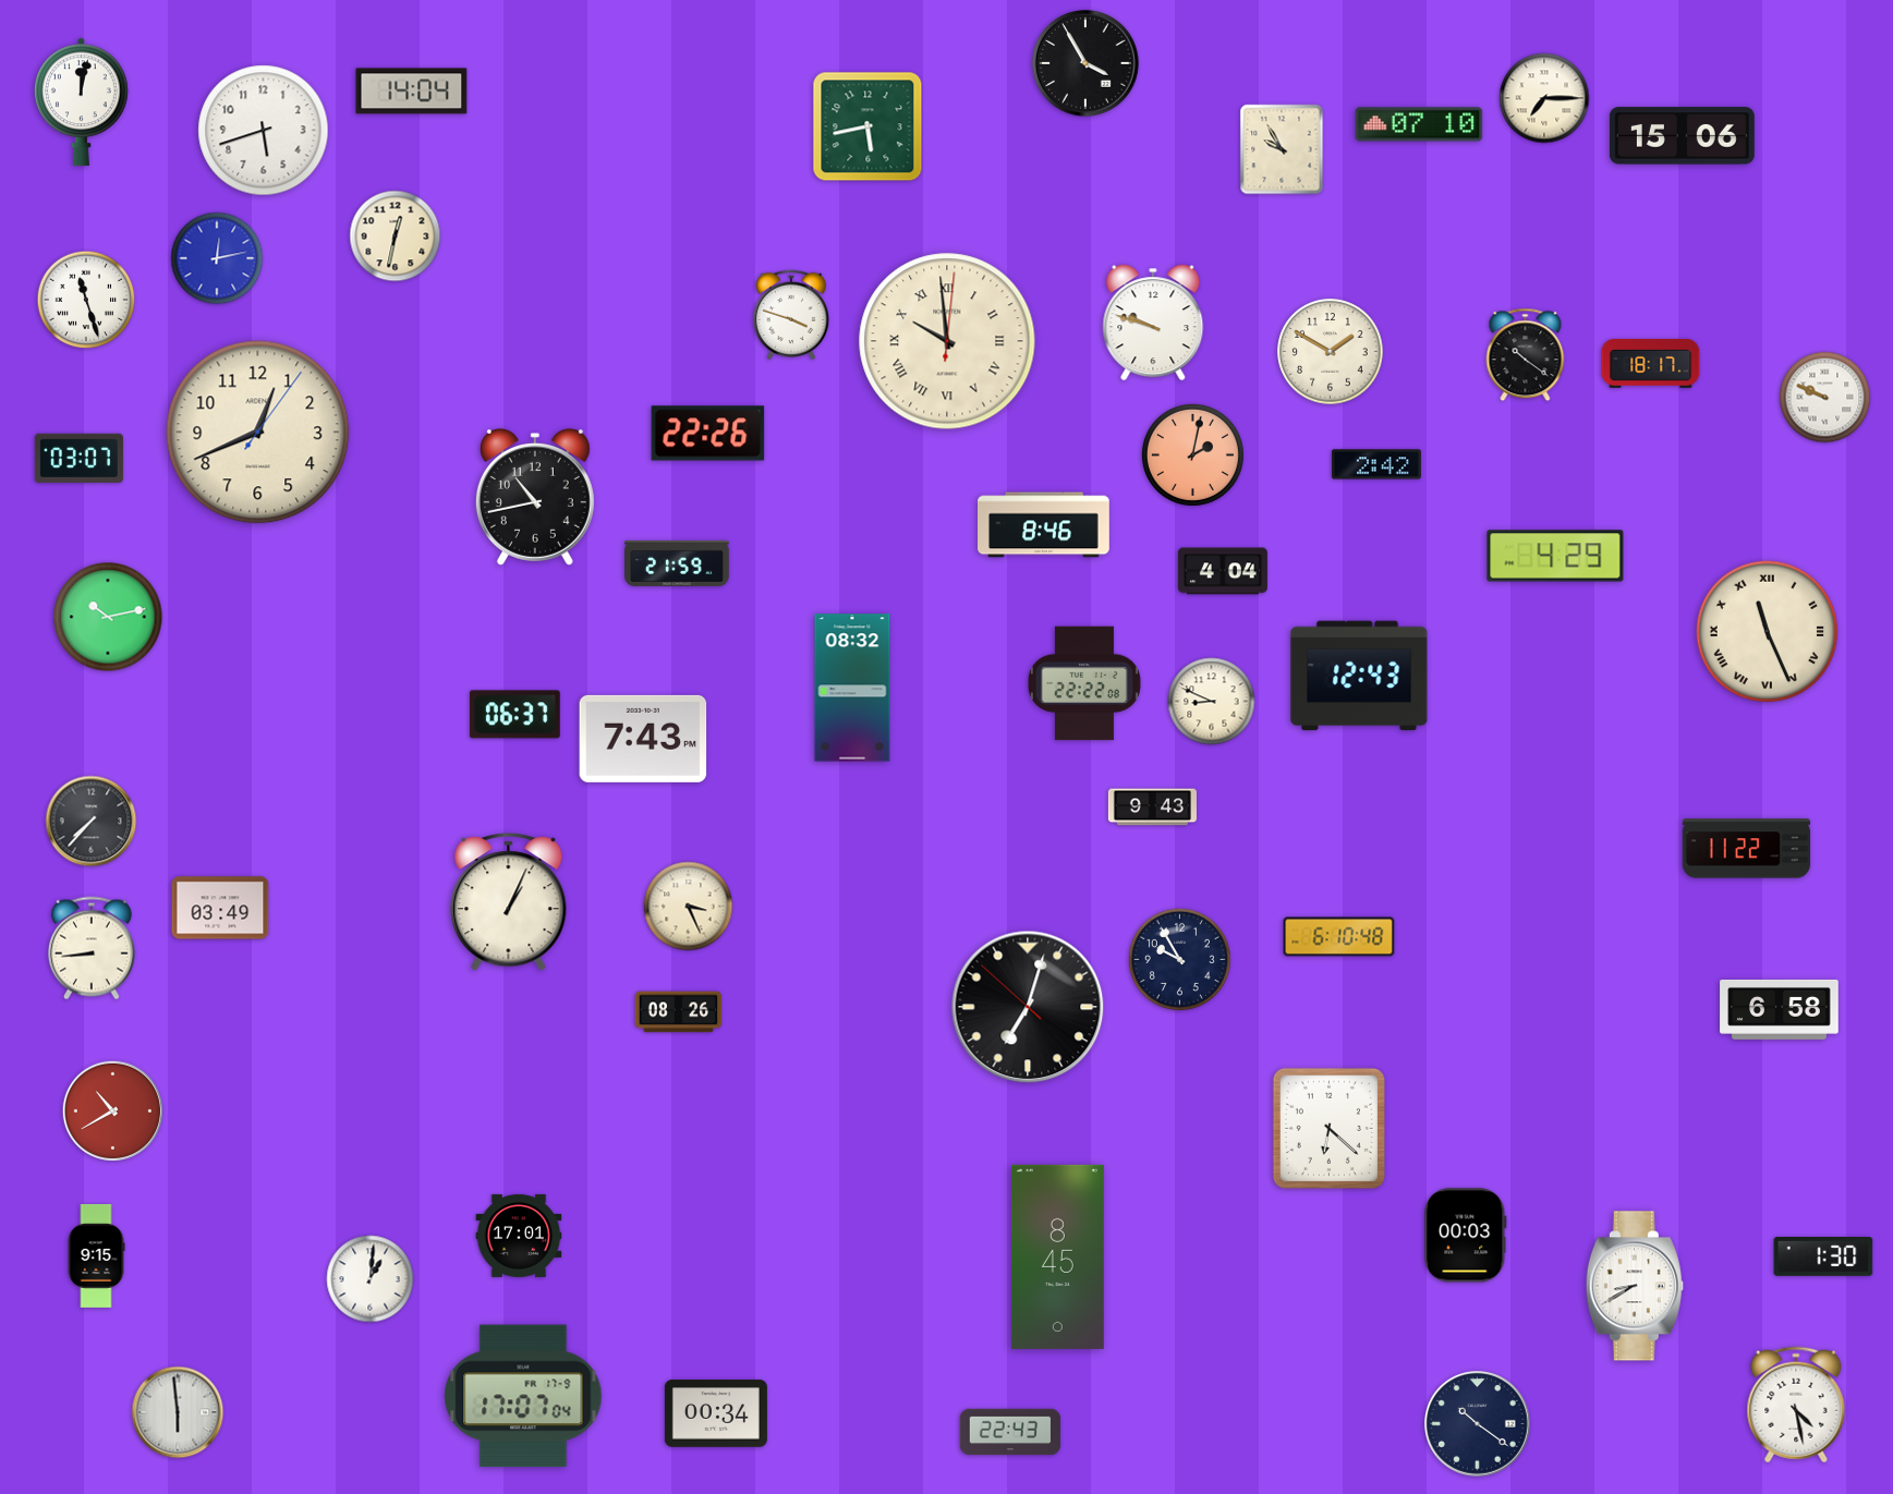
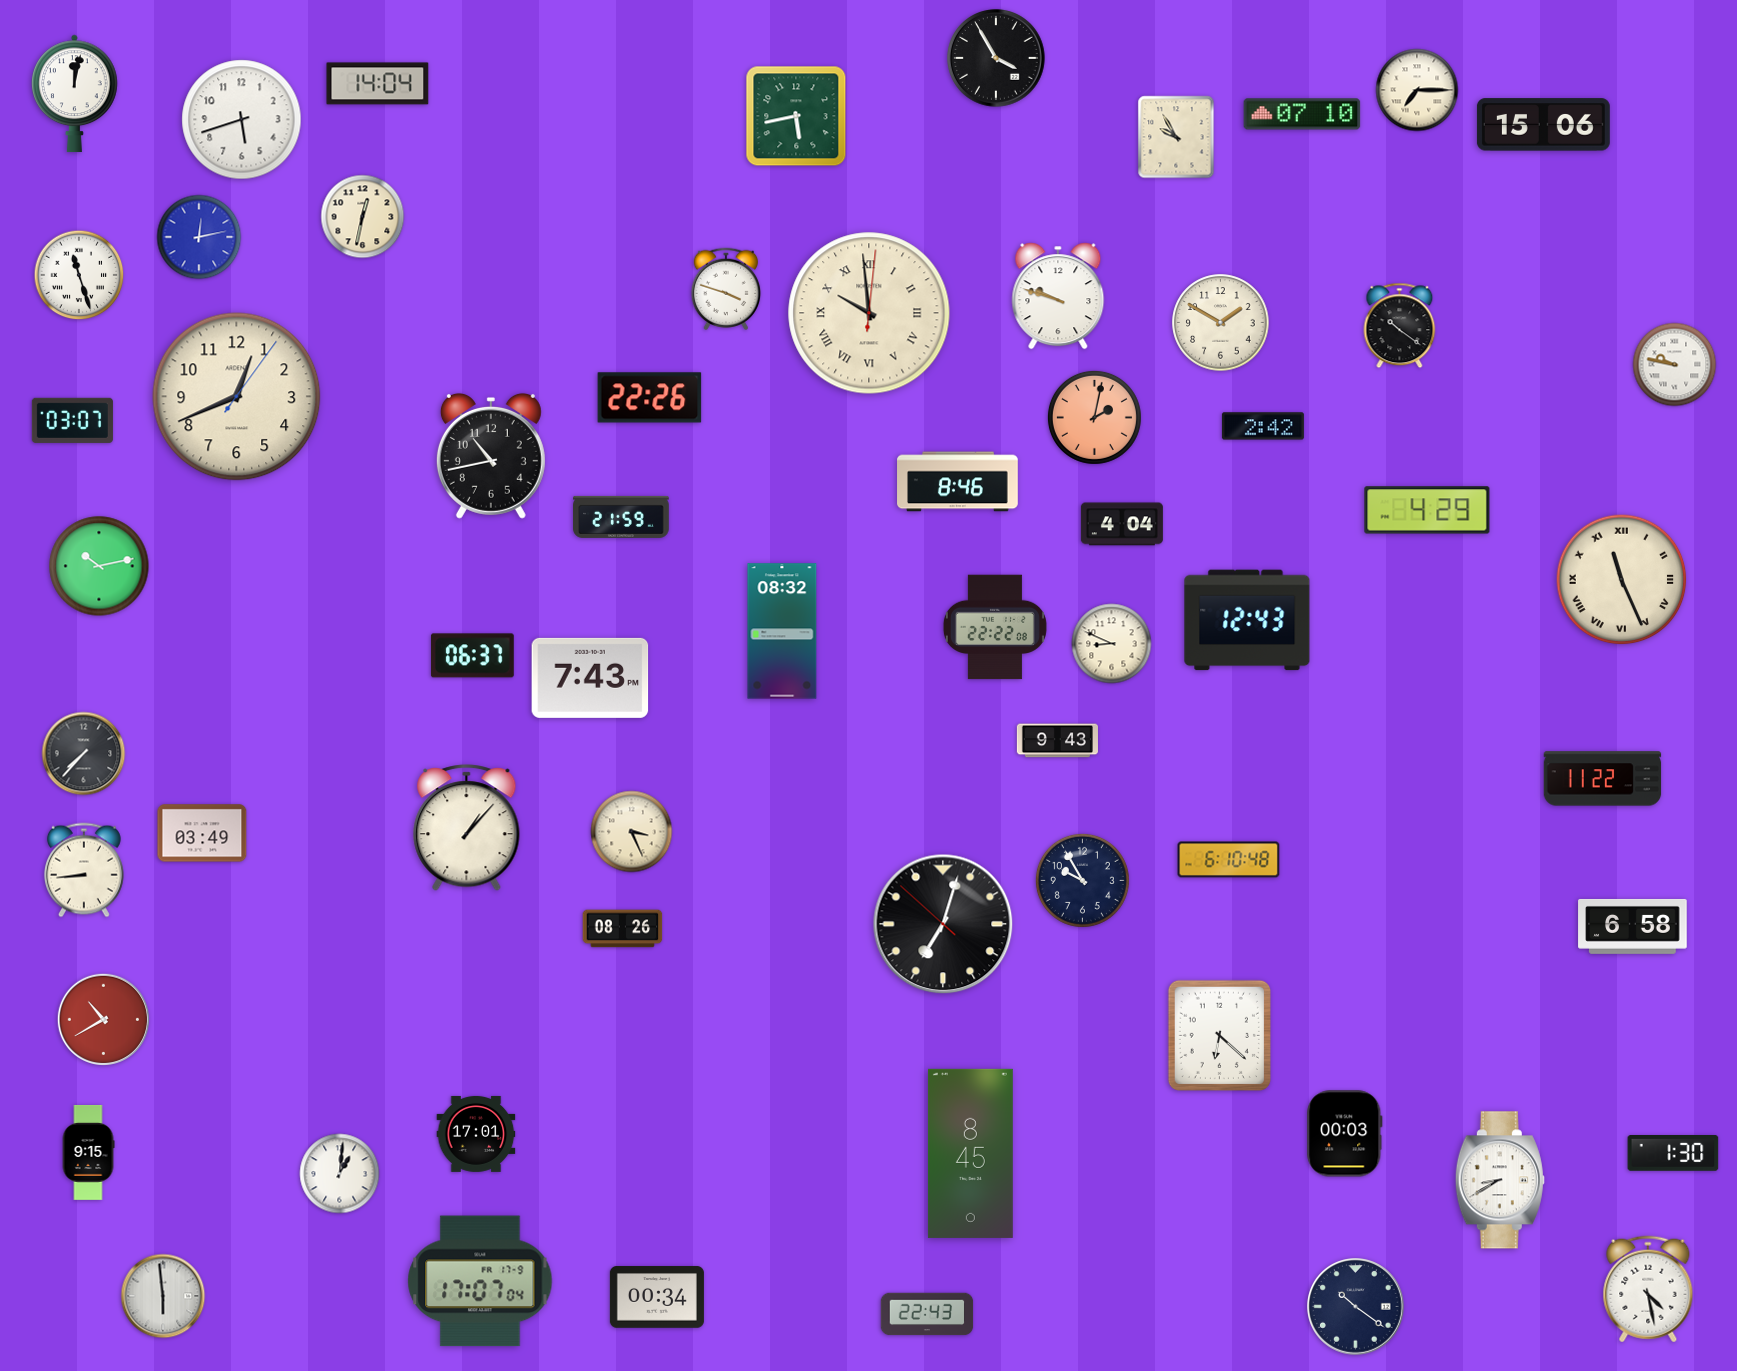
clock at (1651, 363): 18:17 -> none
clock at (1825, 398): 9:49 -> 9:47
clock at (509, 902): 1:04 -> 1:07
